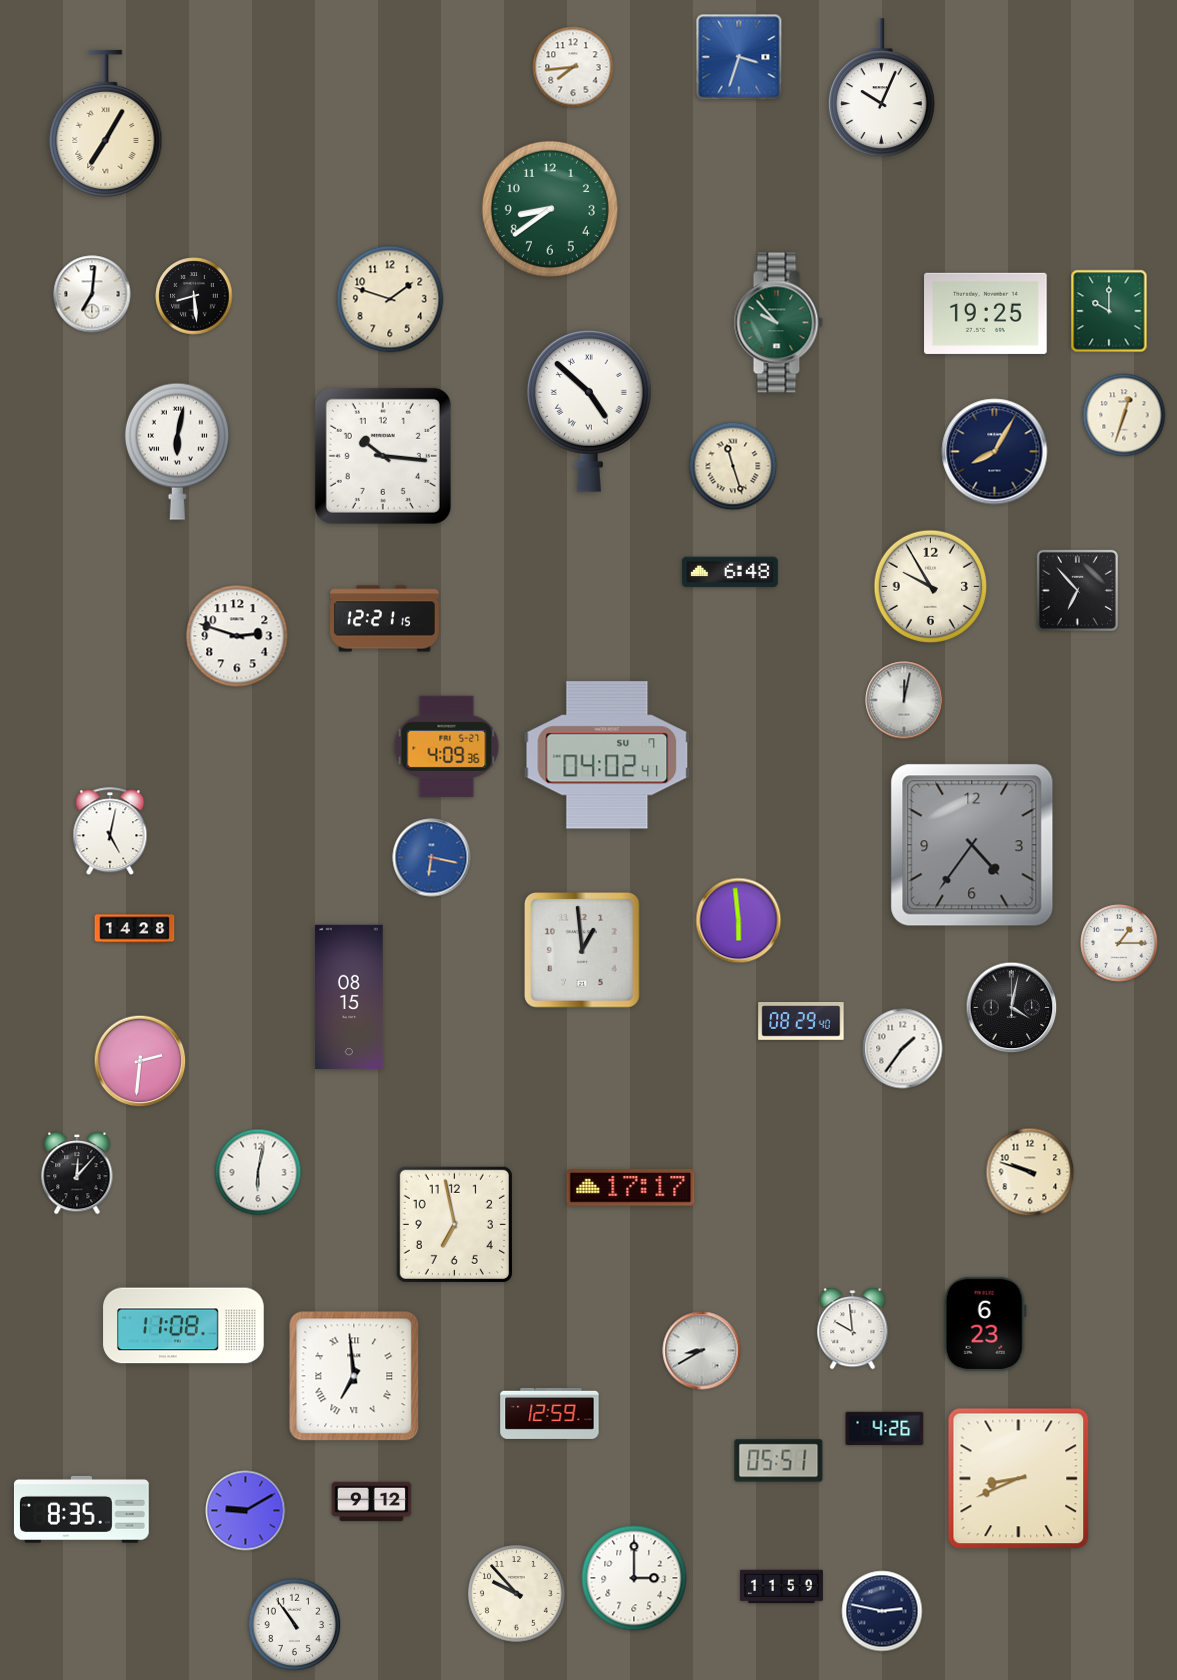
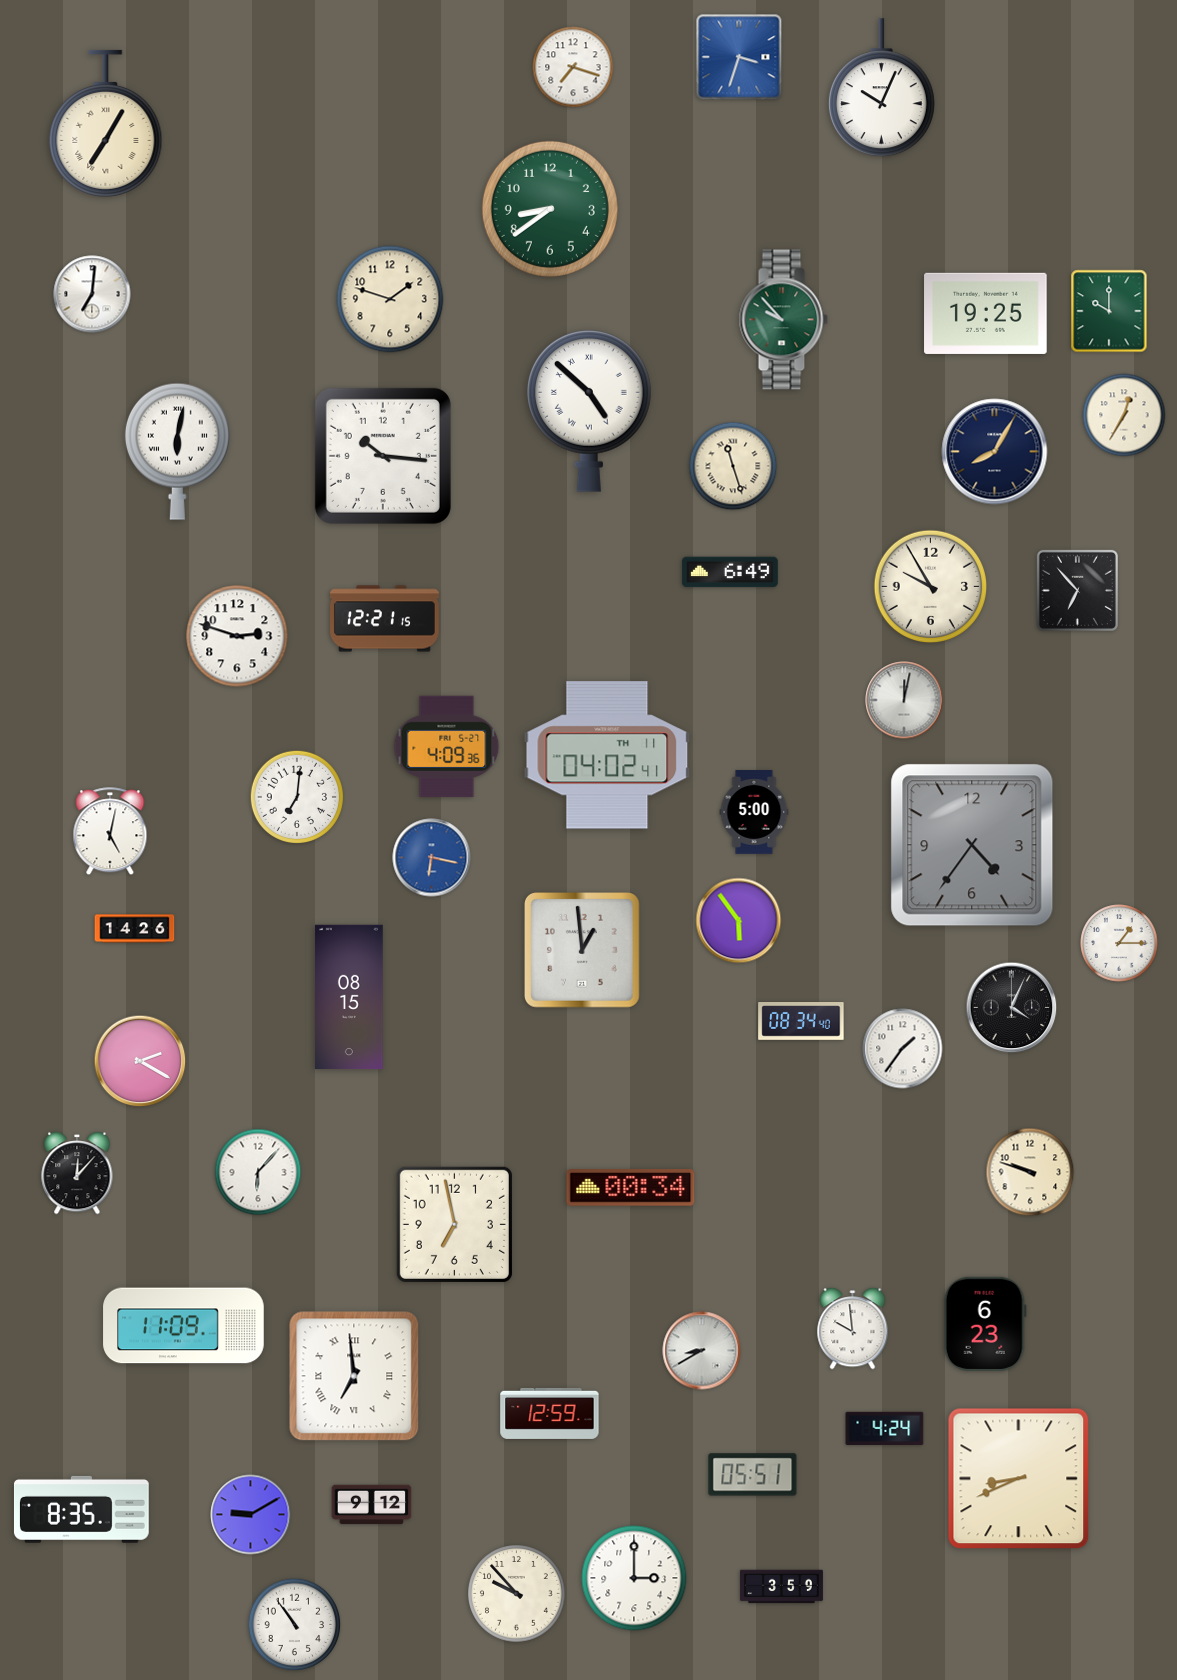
clock at (573, 67): 7:44 -> 7:18
clock at (194, 296): 8:29 -> none
clock at (778, 323) position: (778, 323) -> (783, 320)
clock at (1124, 415): 12:33 -> 12:35
clock at (730, 572): 6:48 -> 6:49
clock at (607, 755) date: SU 7 -> TH 11
clock at (296, 796): none -> 7:01
clock at (754, 812): none -> 5:00
clock at (739, 921): 5:59 -> 5:54
clock at (135, 929): 14:28 -> 14:26
clock at (1012, 1008): 4:02 -> 4:04
clock at (801, 1021): 08:29 -> 08:34
clock at (140, 1061): 2:31 -> 2:20
clock at (258, 1172): 6:02 -> 6:07
clock at (631, 1188): 17:17 -> 00:34
clock at (184, 1326): 11:08 -> 11:09
clock at (885, 1428): 4:26 -> 4:24
clock at (779, 1461) position: (779, 1461) -> (753, 1475)
clock at (372, 1502) position: (372, 1502) -> (372, 1505)
clock at (246, 1511) position: (246, 1511) -> (251, 1515)
clock at (781, 1587): 11:59 -> 3:59
clock at (882, 1611): 2:47 -> none
